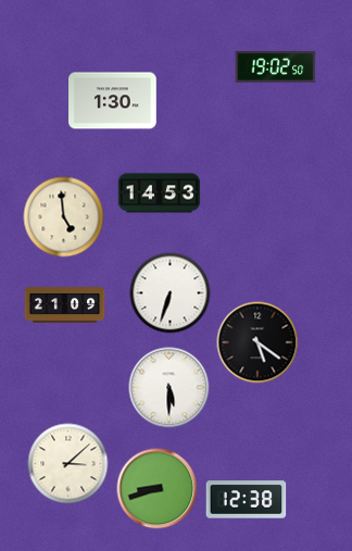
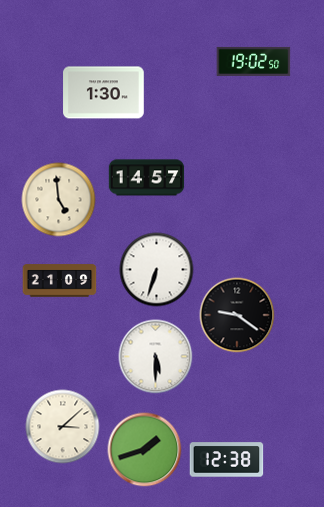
clock at (160, 193): 14:53 -> 14:57
clock at (257, 342): 5:21 -> 9:21
clock at (158, 489): 8:42 -> 1:42
